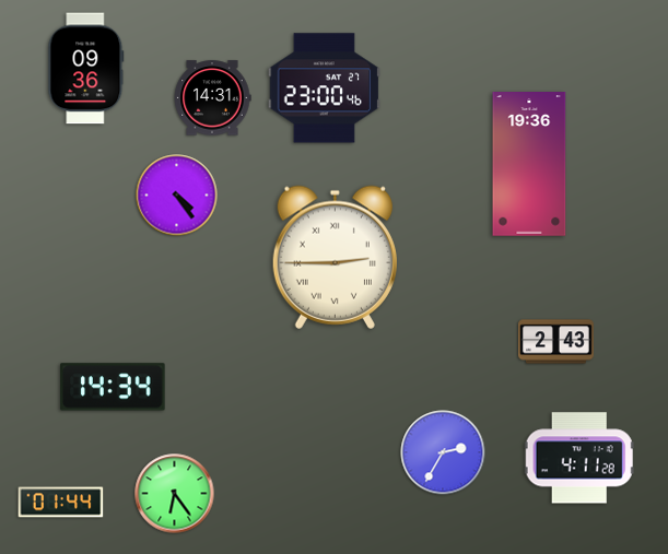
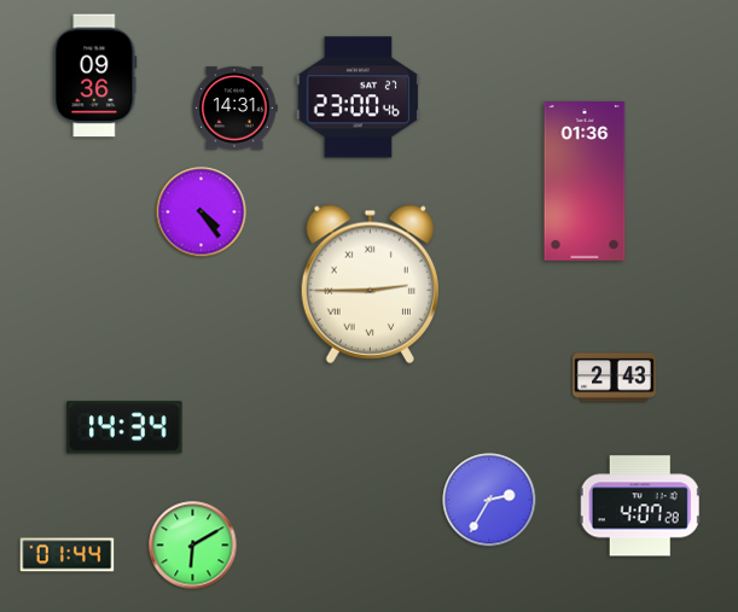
clock at (529, 164): 19:36 -> 01:36
clock at (177, 196) position: (177, 196) -> (202, 212)
clock at (579, 458): 4:11 -> 4:07
clock at (175, 494): 6:24 -> 6:10
